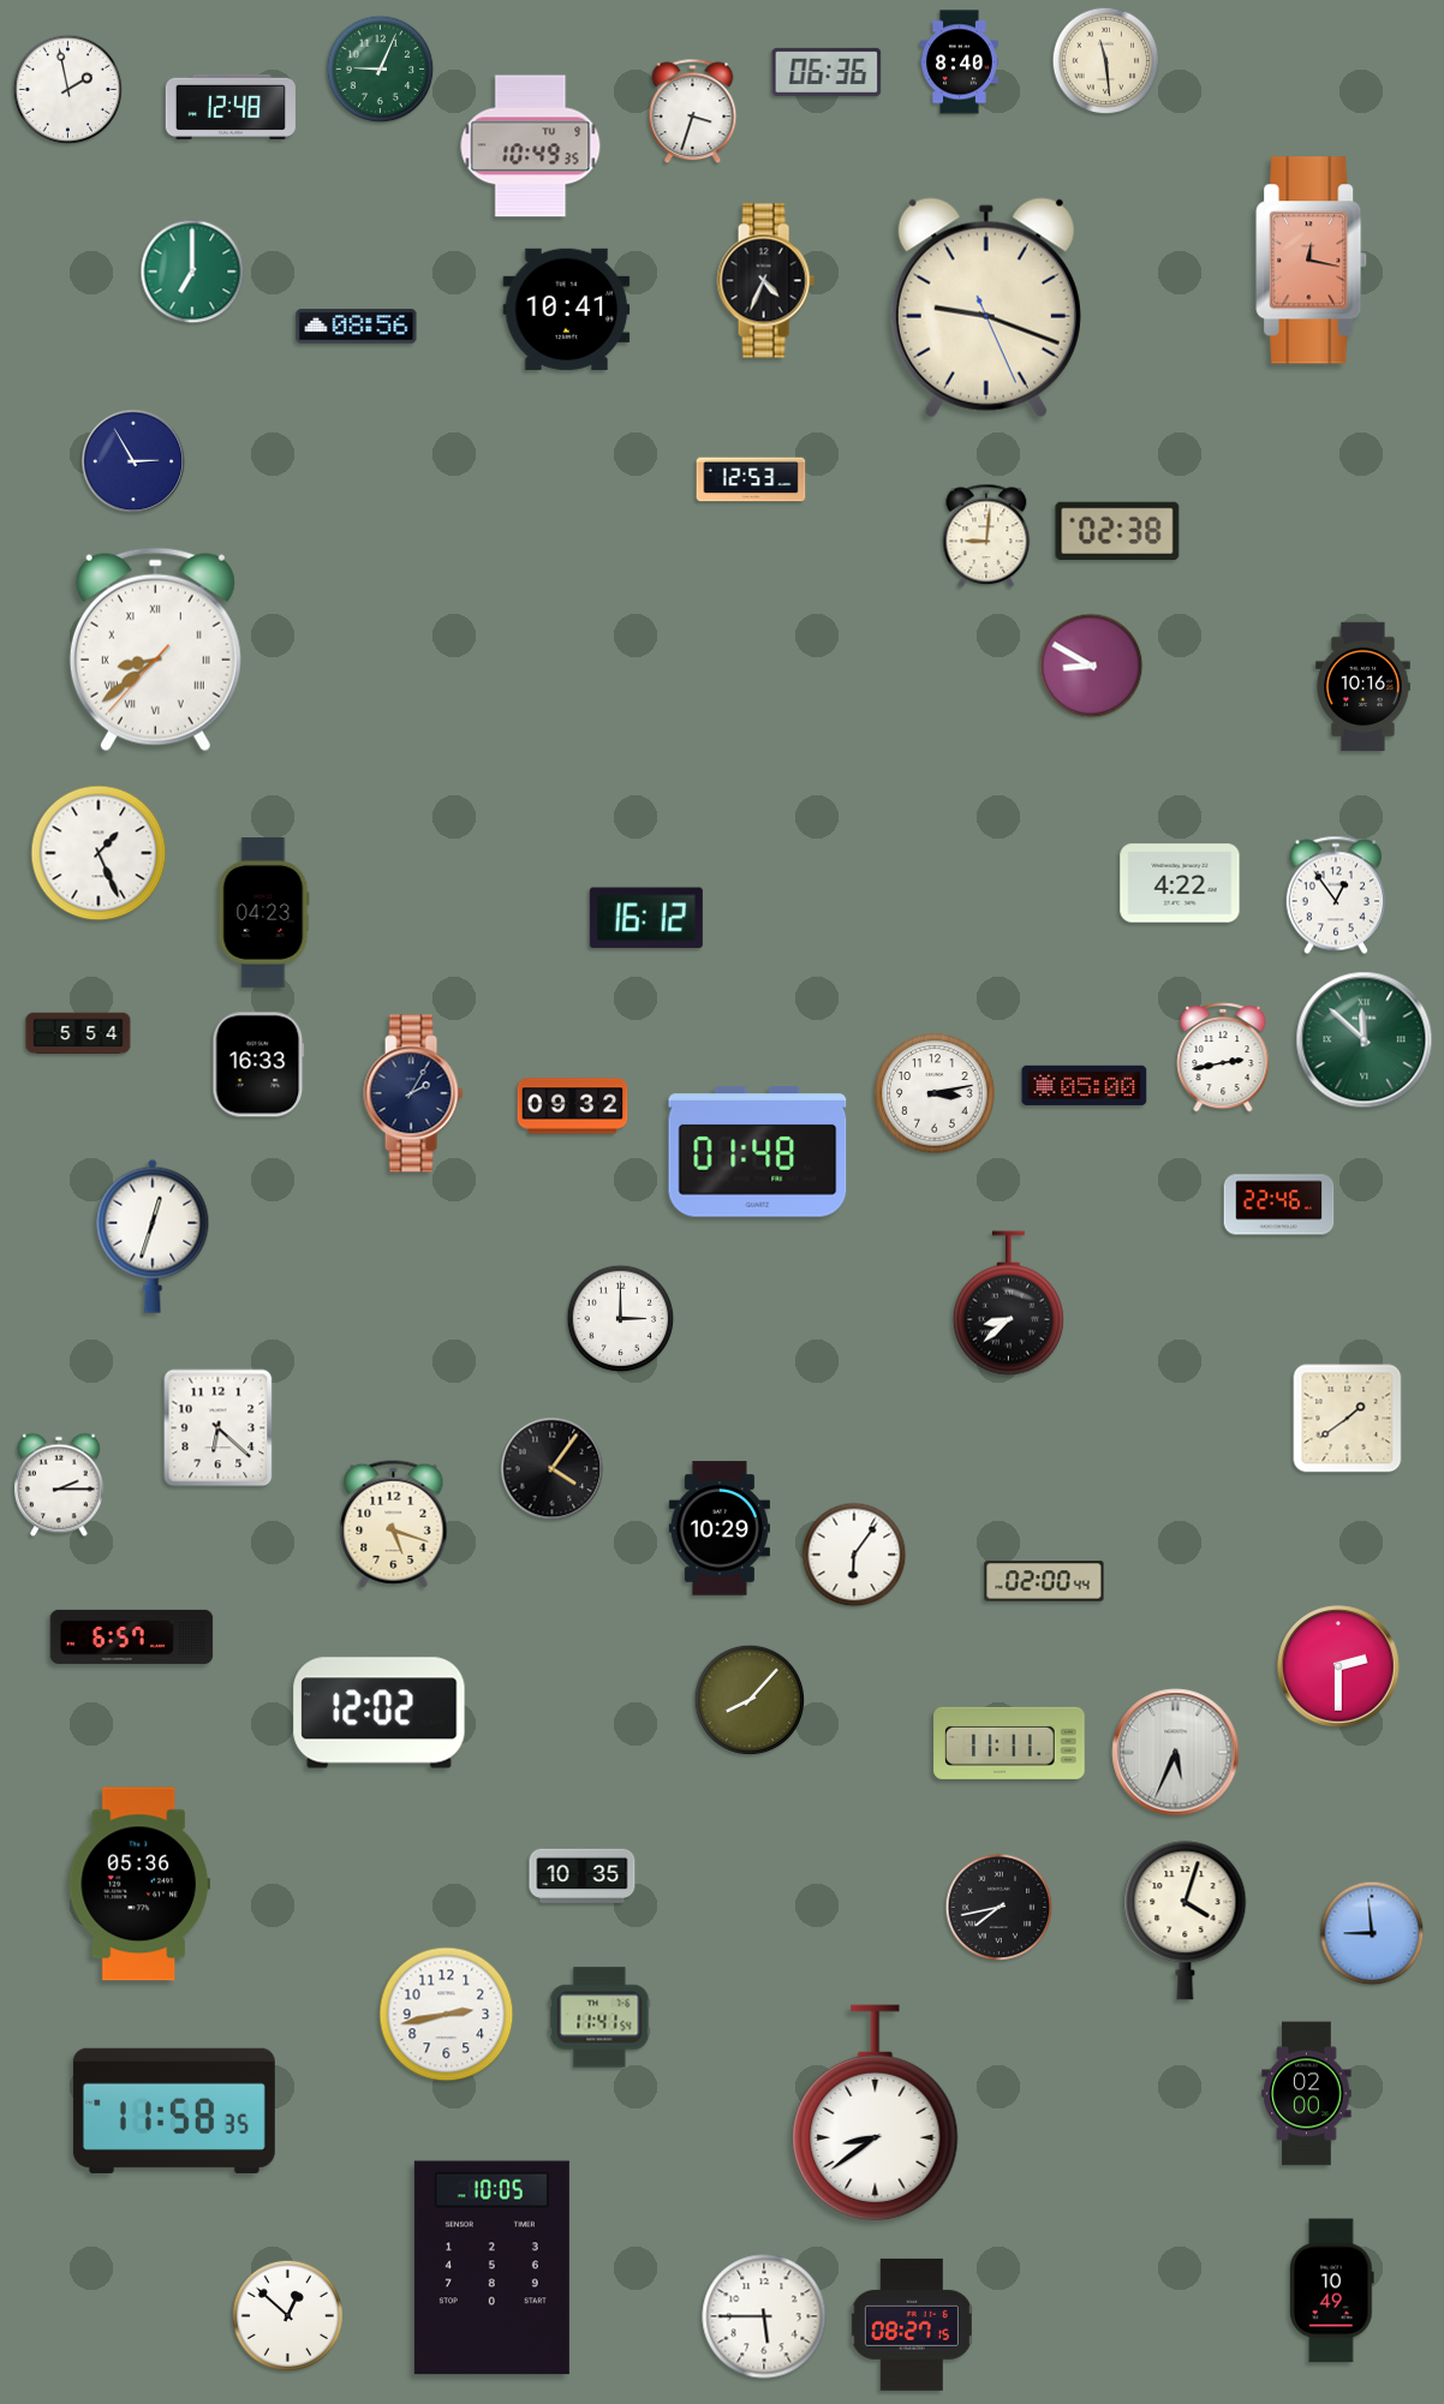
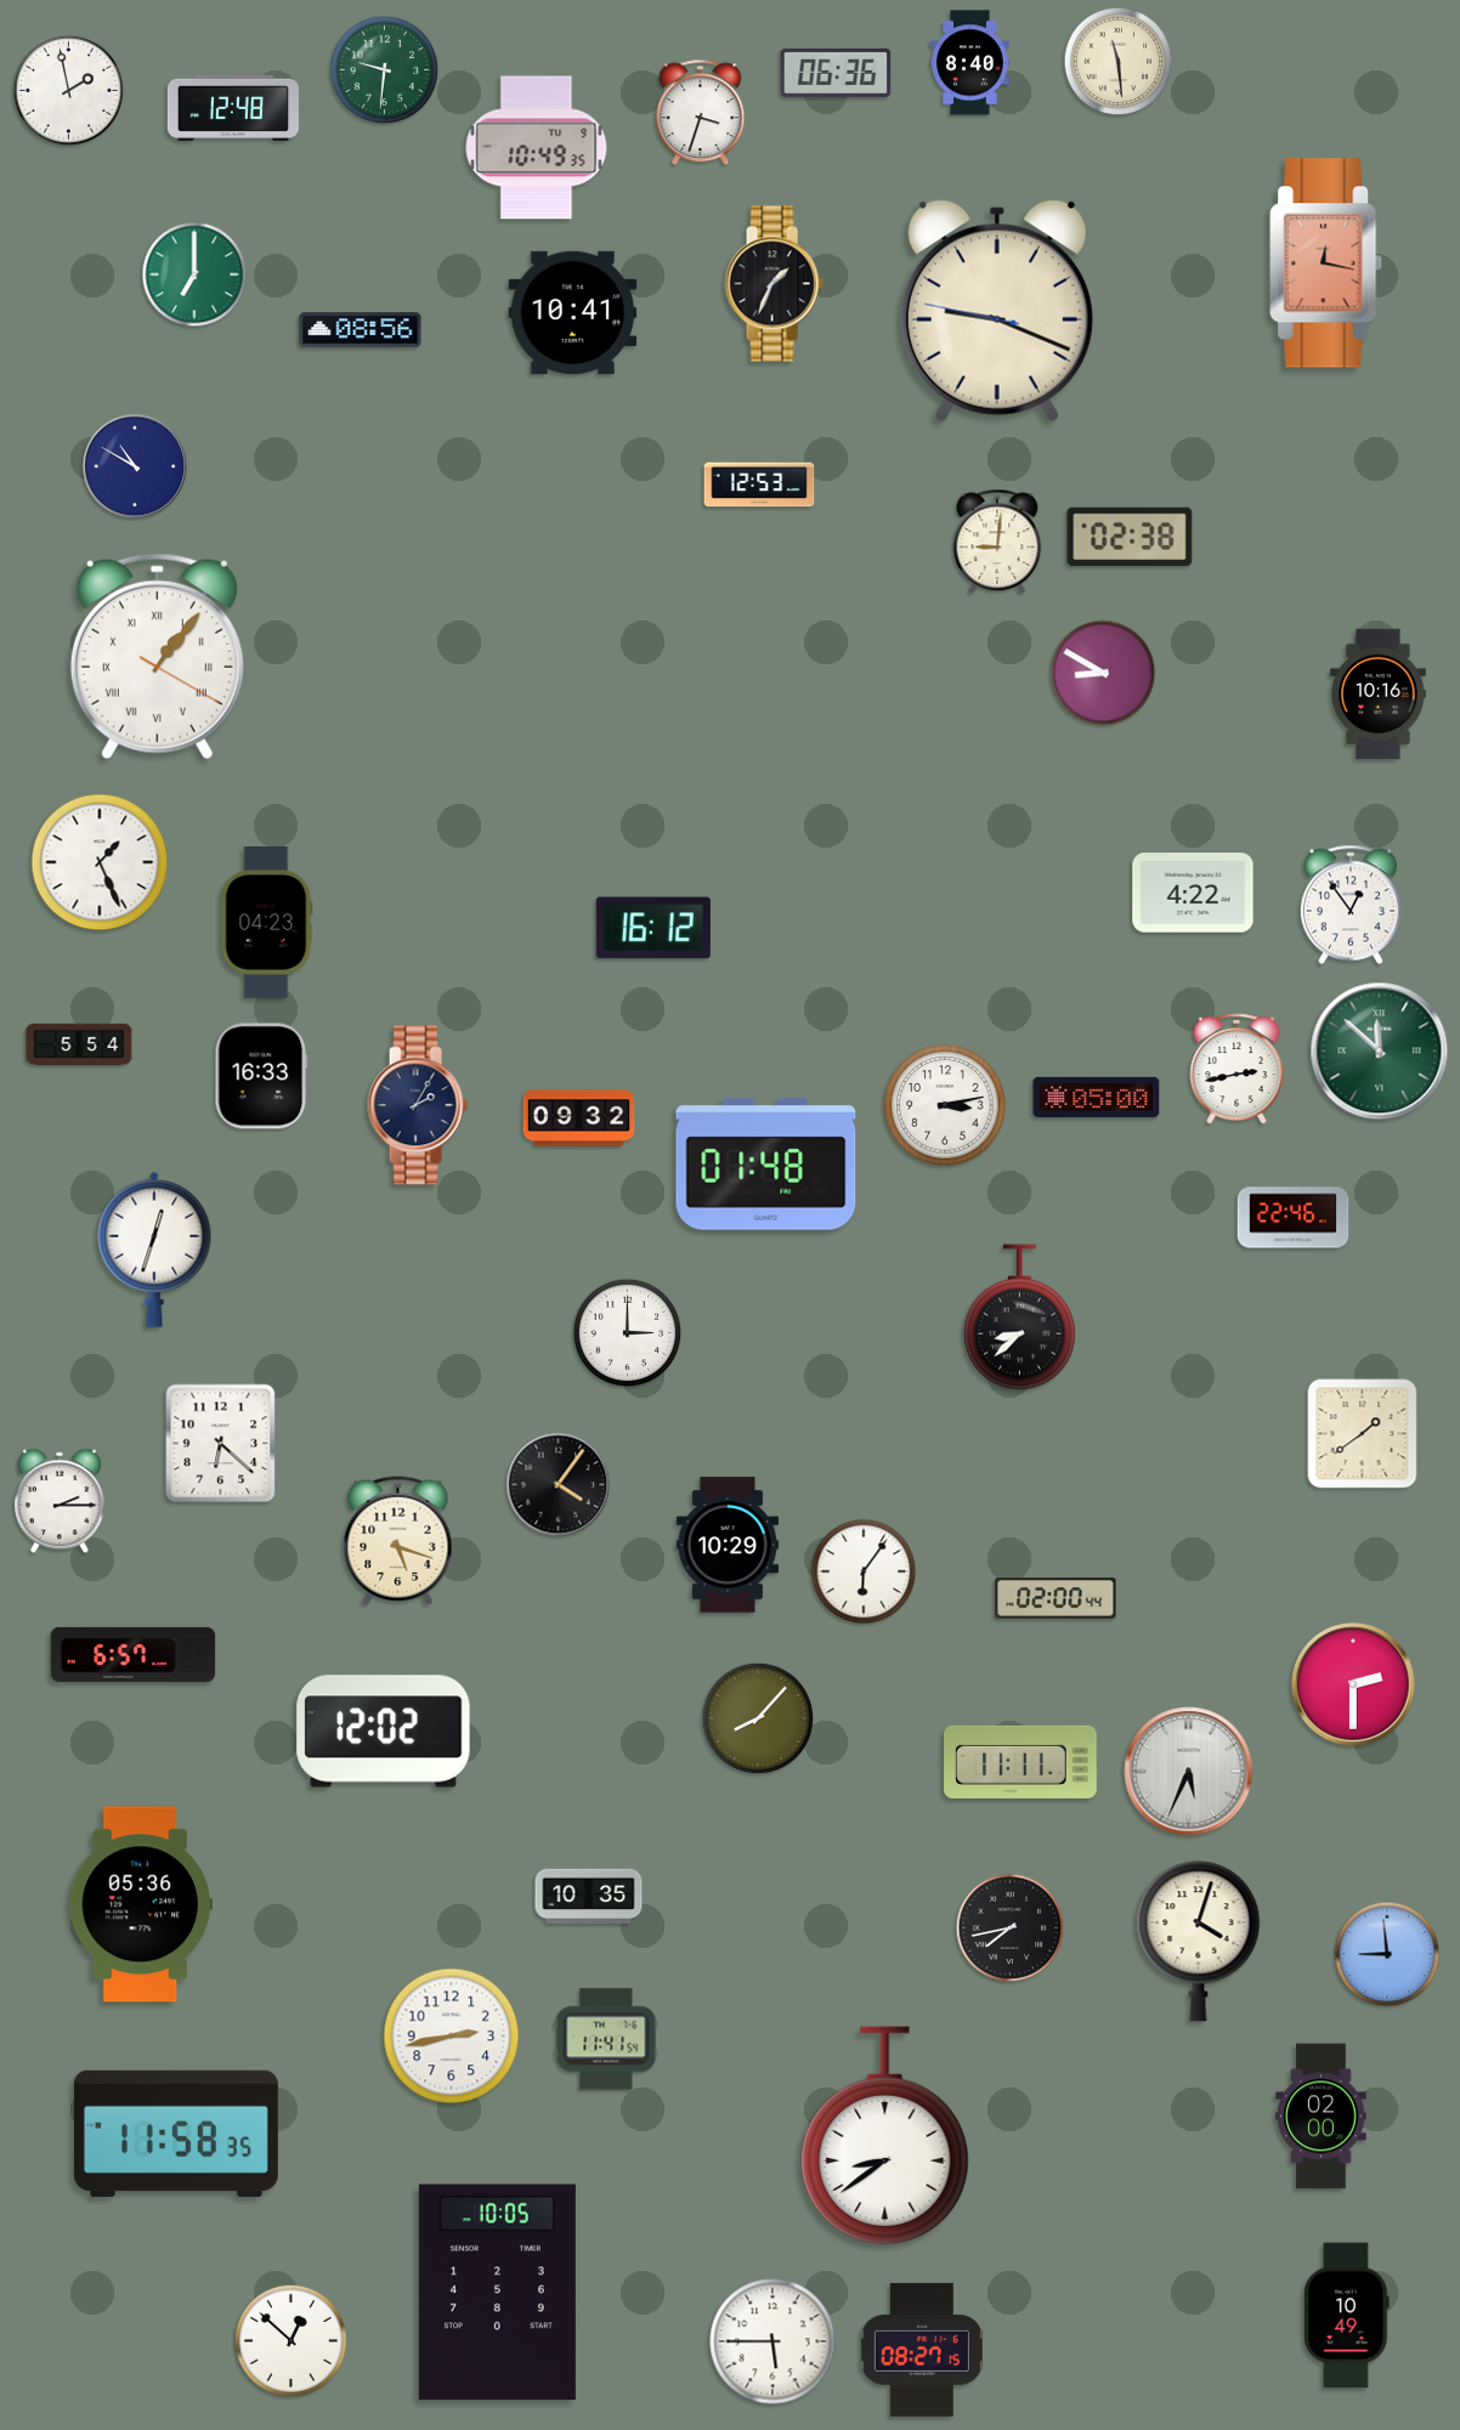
clock at (381, 70): 9:04 -> 9:31
clock at (765, 281): 4:34 -> 1:34
clock at (986, 308): 9:18:26 -> 9:18:47
clock at (133, 461): 2:55 -> 10:50
clock at (155, 650): 8:38 -> 1:06
